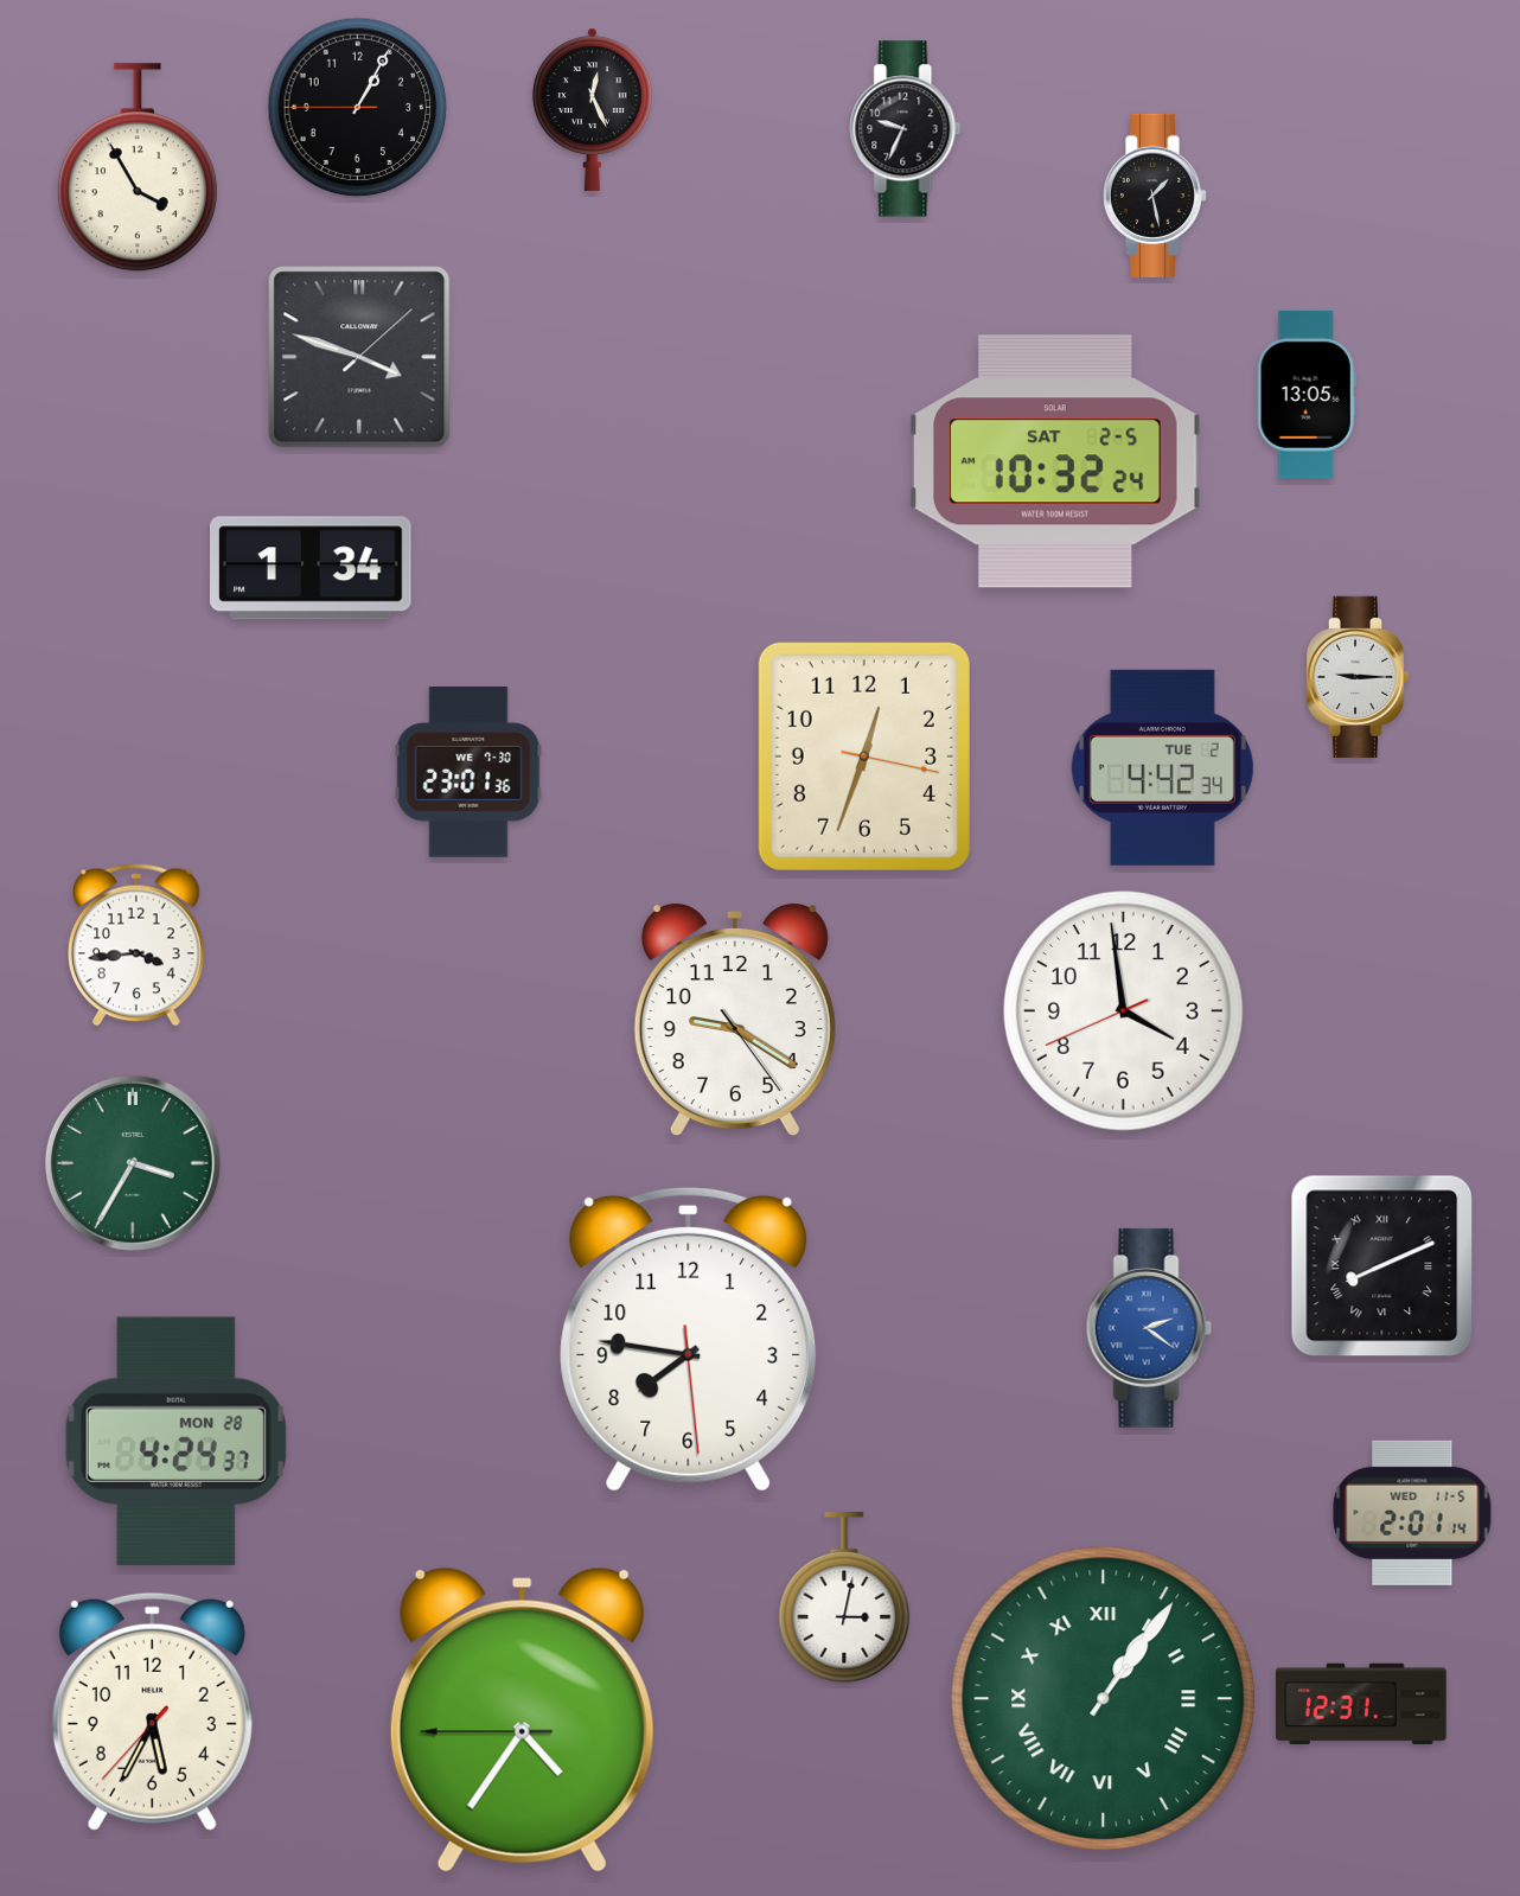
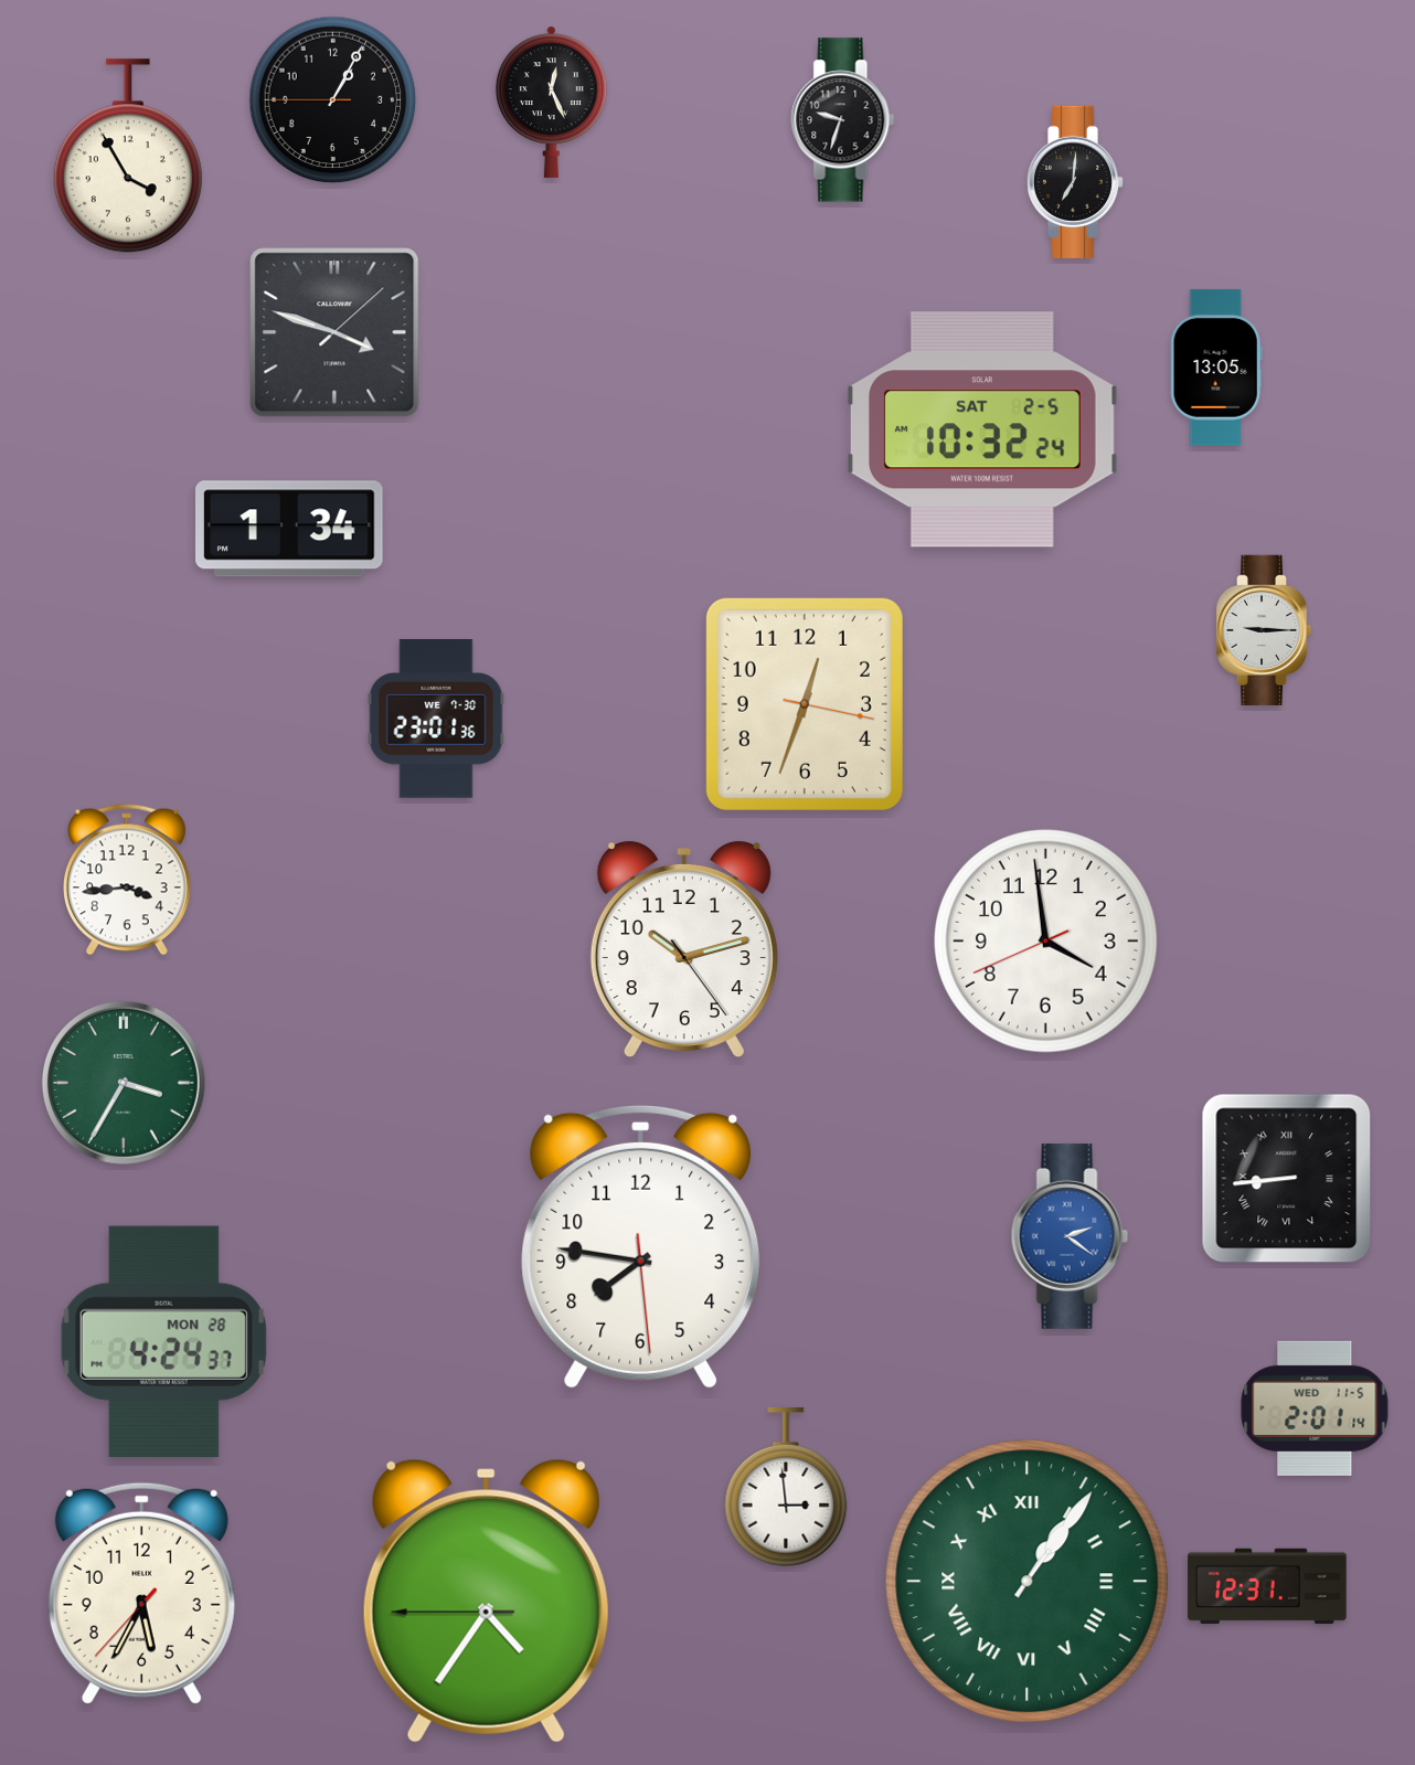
clock at (906, 129): 9:34 -> 9:33
clock at (1154, 196): 1:28 -> 7:01
clock at (1162, 767): 4:42 -> none
clock at (735, 1020): 9:20 -> 10:12
clock at (1382, 1266): 8:11 -> 8:44
clock at (844, 1598): 3:02 -> 2:59
